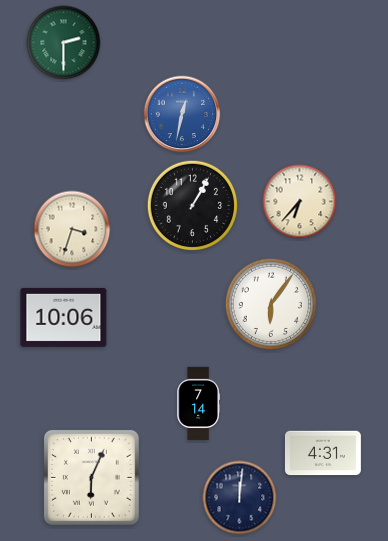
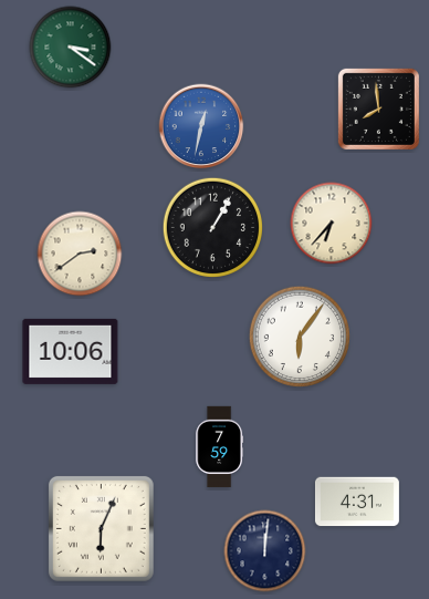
clock at (64, 43): 2:30 -> 3:21
clock at (378, 109): none -> 7:59
clock at (72, 229): 3:33 -> 2:39
clock at (198, 404): 7:14 -> 7:59
